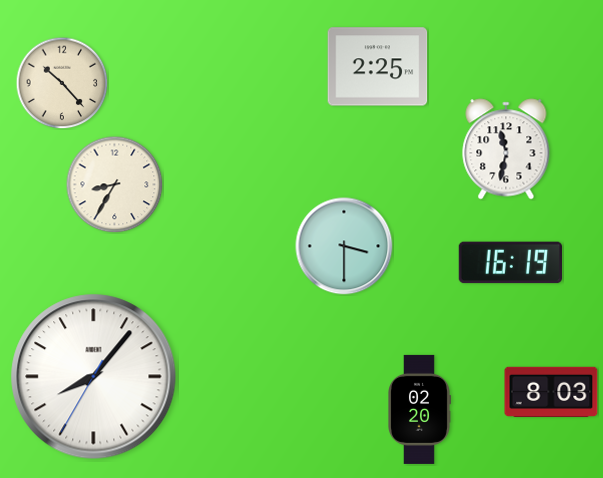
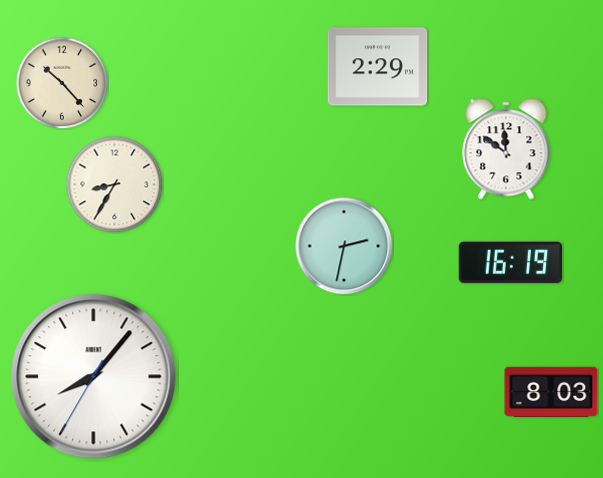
clock at (378, 67): 2:25 -> 2:29
clock at (506, 149): 11:32 -> 11:51
clock at (344, 246): 3:30 -> 2:32
clock at (420, 409): 02:20 -> none
